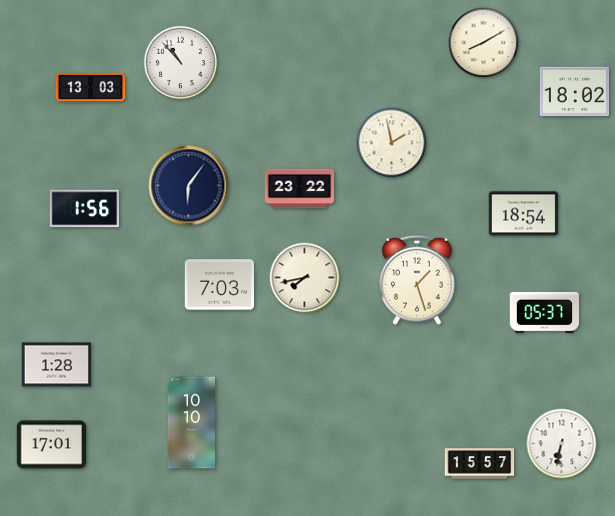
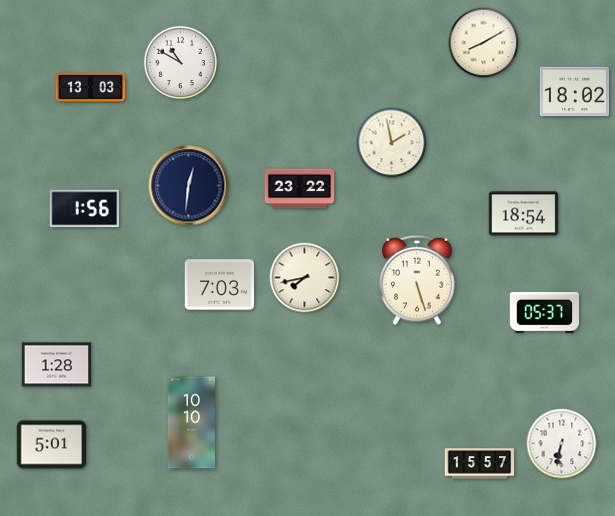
clock at (181, 63): 10:53 -> 10:50
clock at (189, 186): 6:06 -> 12:31
clock at (417, 280): 1:27 -> 5:27
clock at (52, 445): 17:01 -> 5:01
